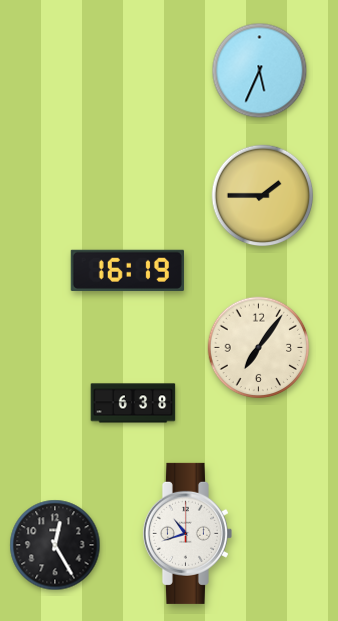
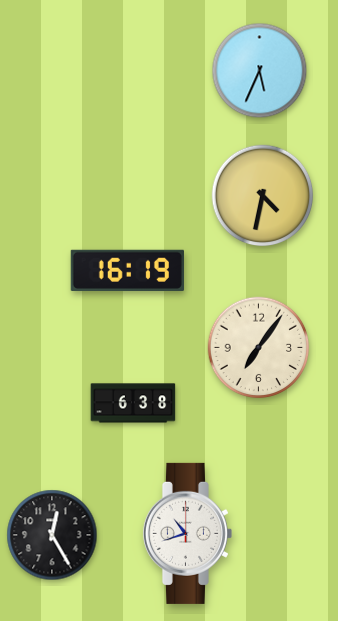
clock at (263, 196): 1:45 -> 4:32
clock at (55, 545) position: (55, 545) -> (52, 535)
